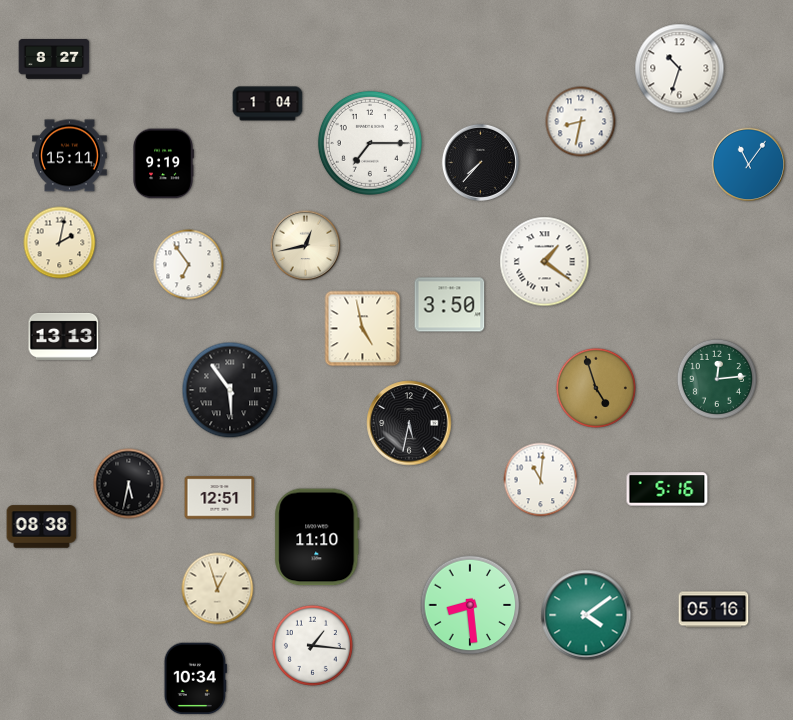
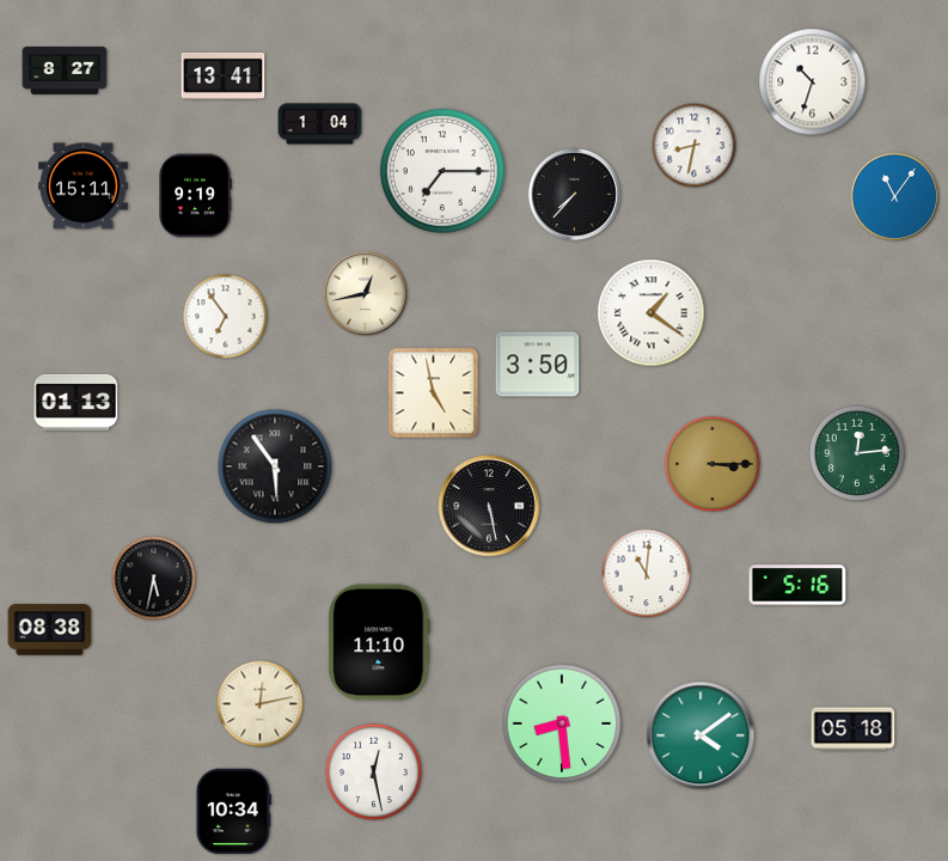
clock at (224, 75): none -> 13:41
clock at (60, 243): 2:02 -> none
clock at (64, 336): 13:13 -> 01:13
clock at (596, 388): 4:57 -> 3:15
clock at (409, 423): 5:32 -> 5:28
clock at (220, 498): 12:51 -> none
clock at (218, 589): 12:57 -> 12:13
clock at (714, 610): 05:16 -> 05:18
clock at (312, 645): 1:16 -> 12:28
